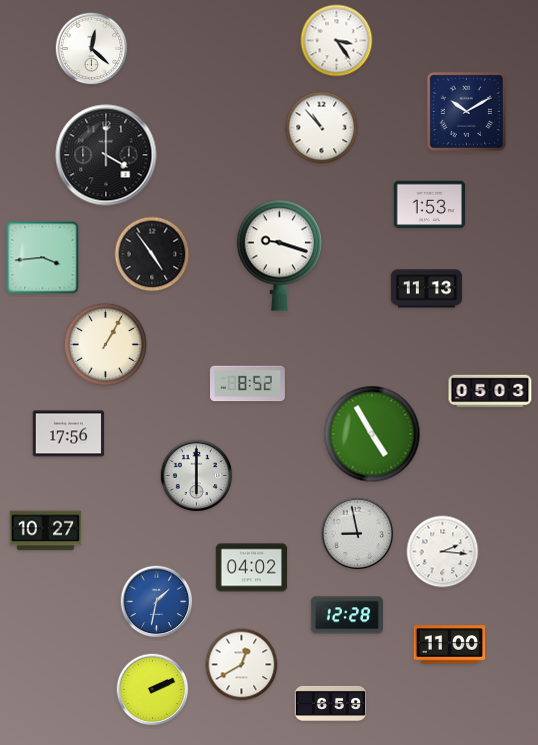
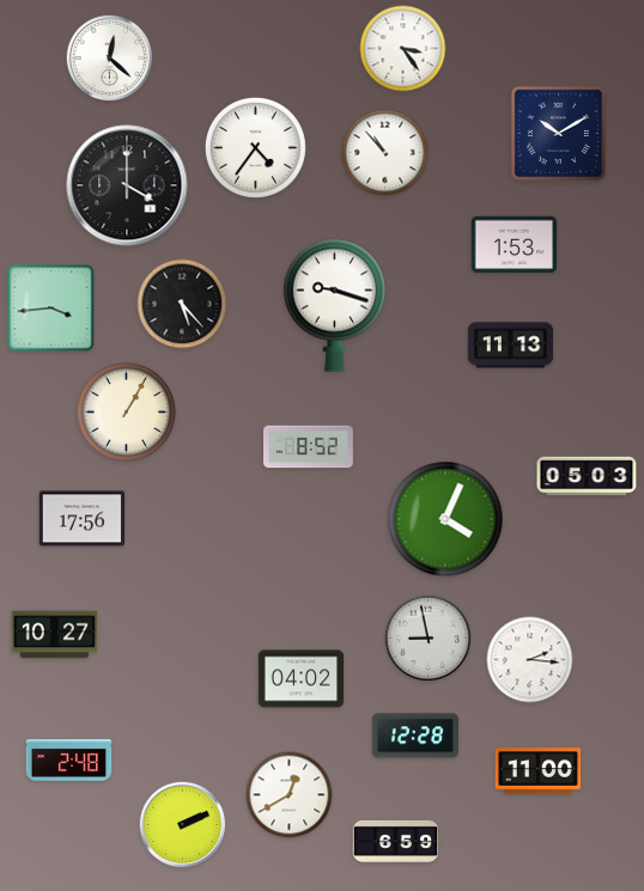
clock at (255, 147): none -> 4:36
clock at (152, 254): 4:54 -> 5:23
clock at (248, 384) position: (248, 384) -> (309, 447)
clock at (490, 391) position: (490, 391) -> (587, 476)
clock at (372, 434): 4:55 -> 4:04
clock at (197, 476): 6:00 -> none
clock at (157, 602): 1:32 -> none
clock at (69, 761): none -> 2:48
